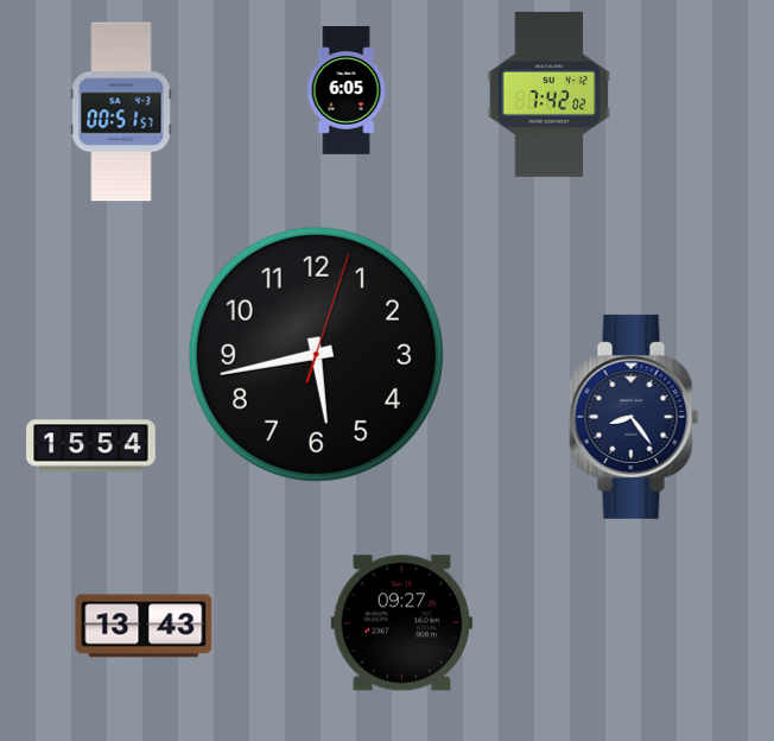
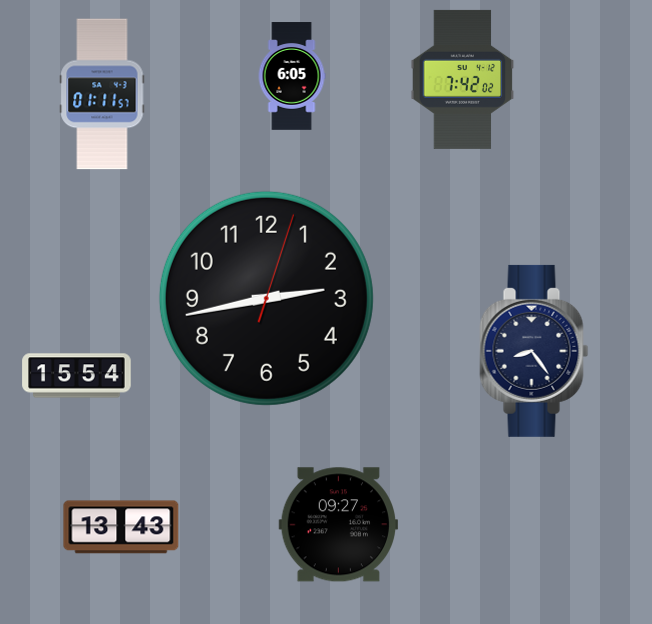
clock at (121, 112): 00:51 -> 01:11
clock at (316, 354): 5:43 -> 2:43
